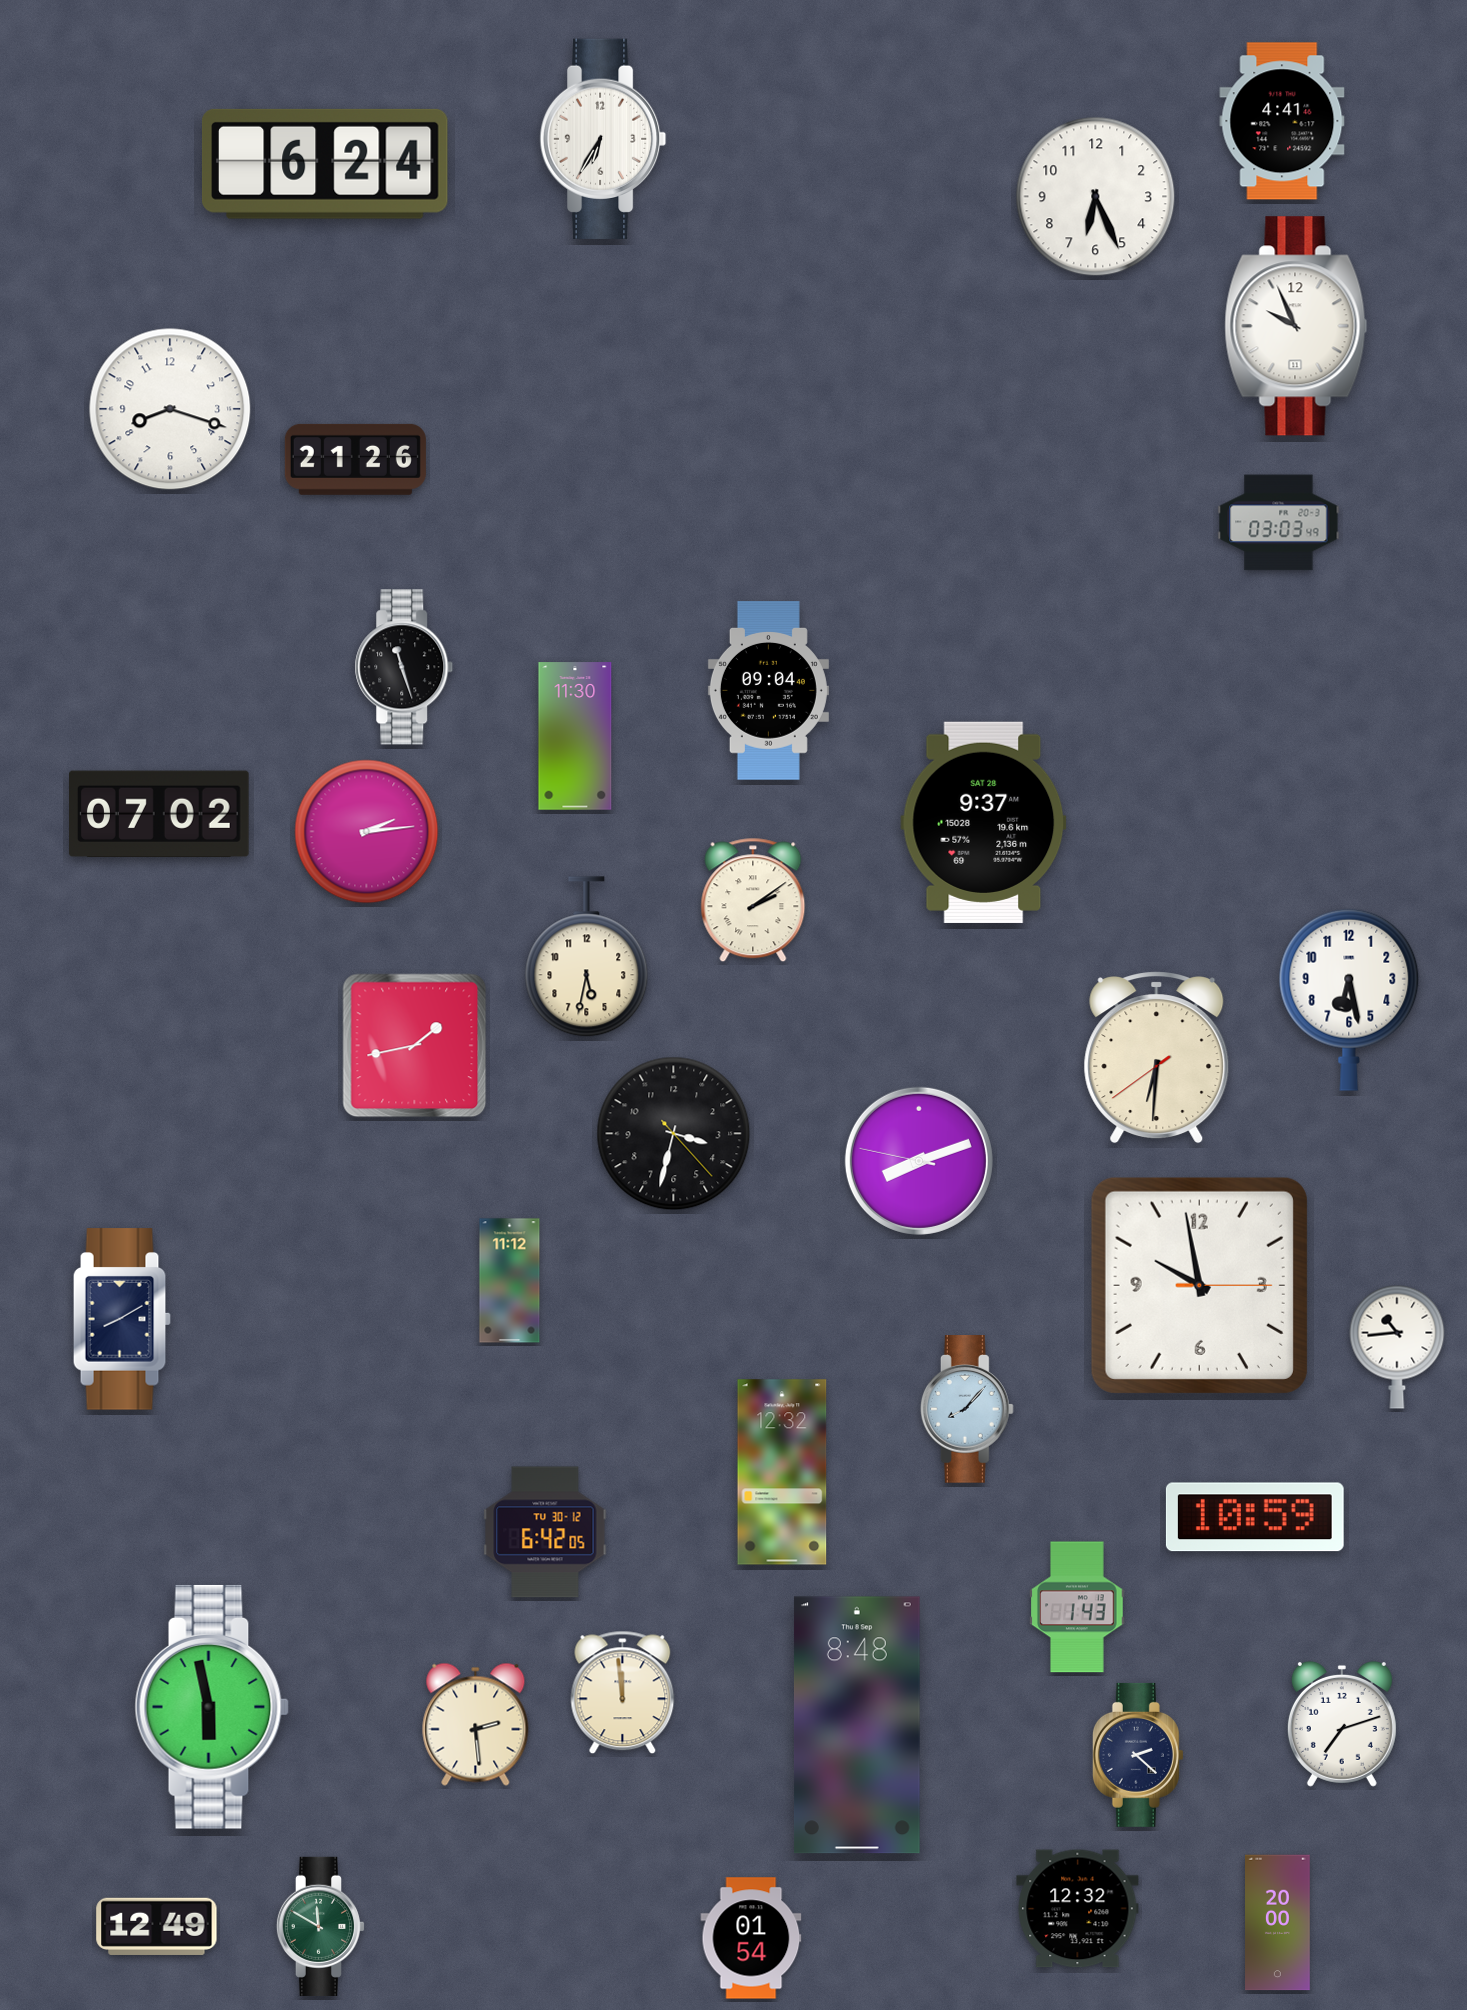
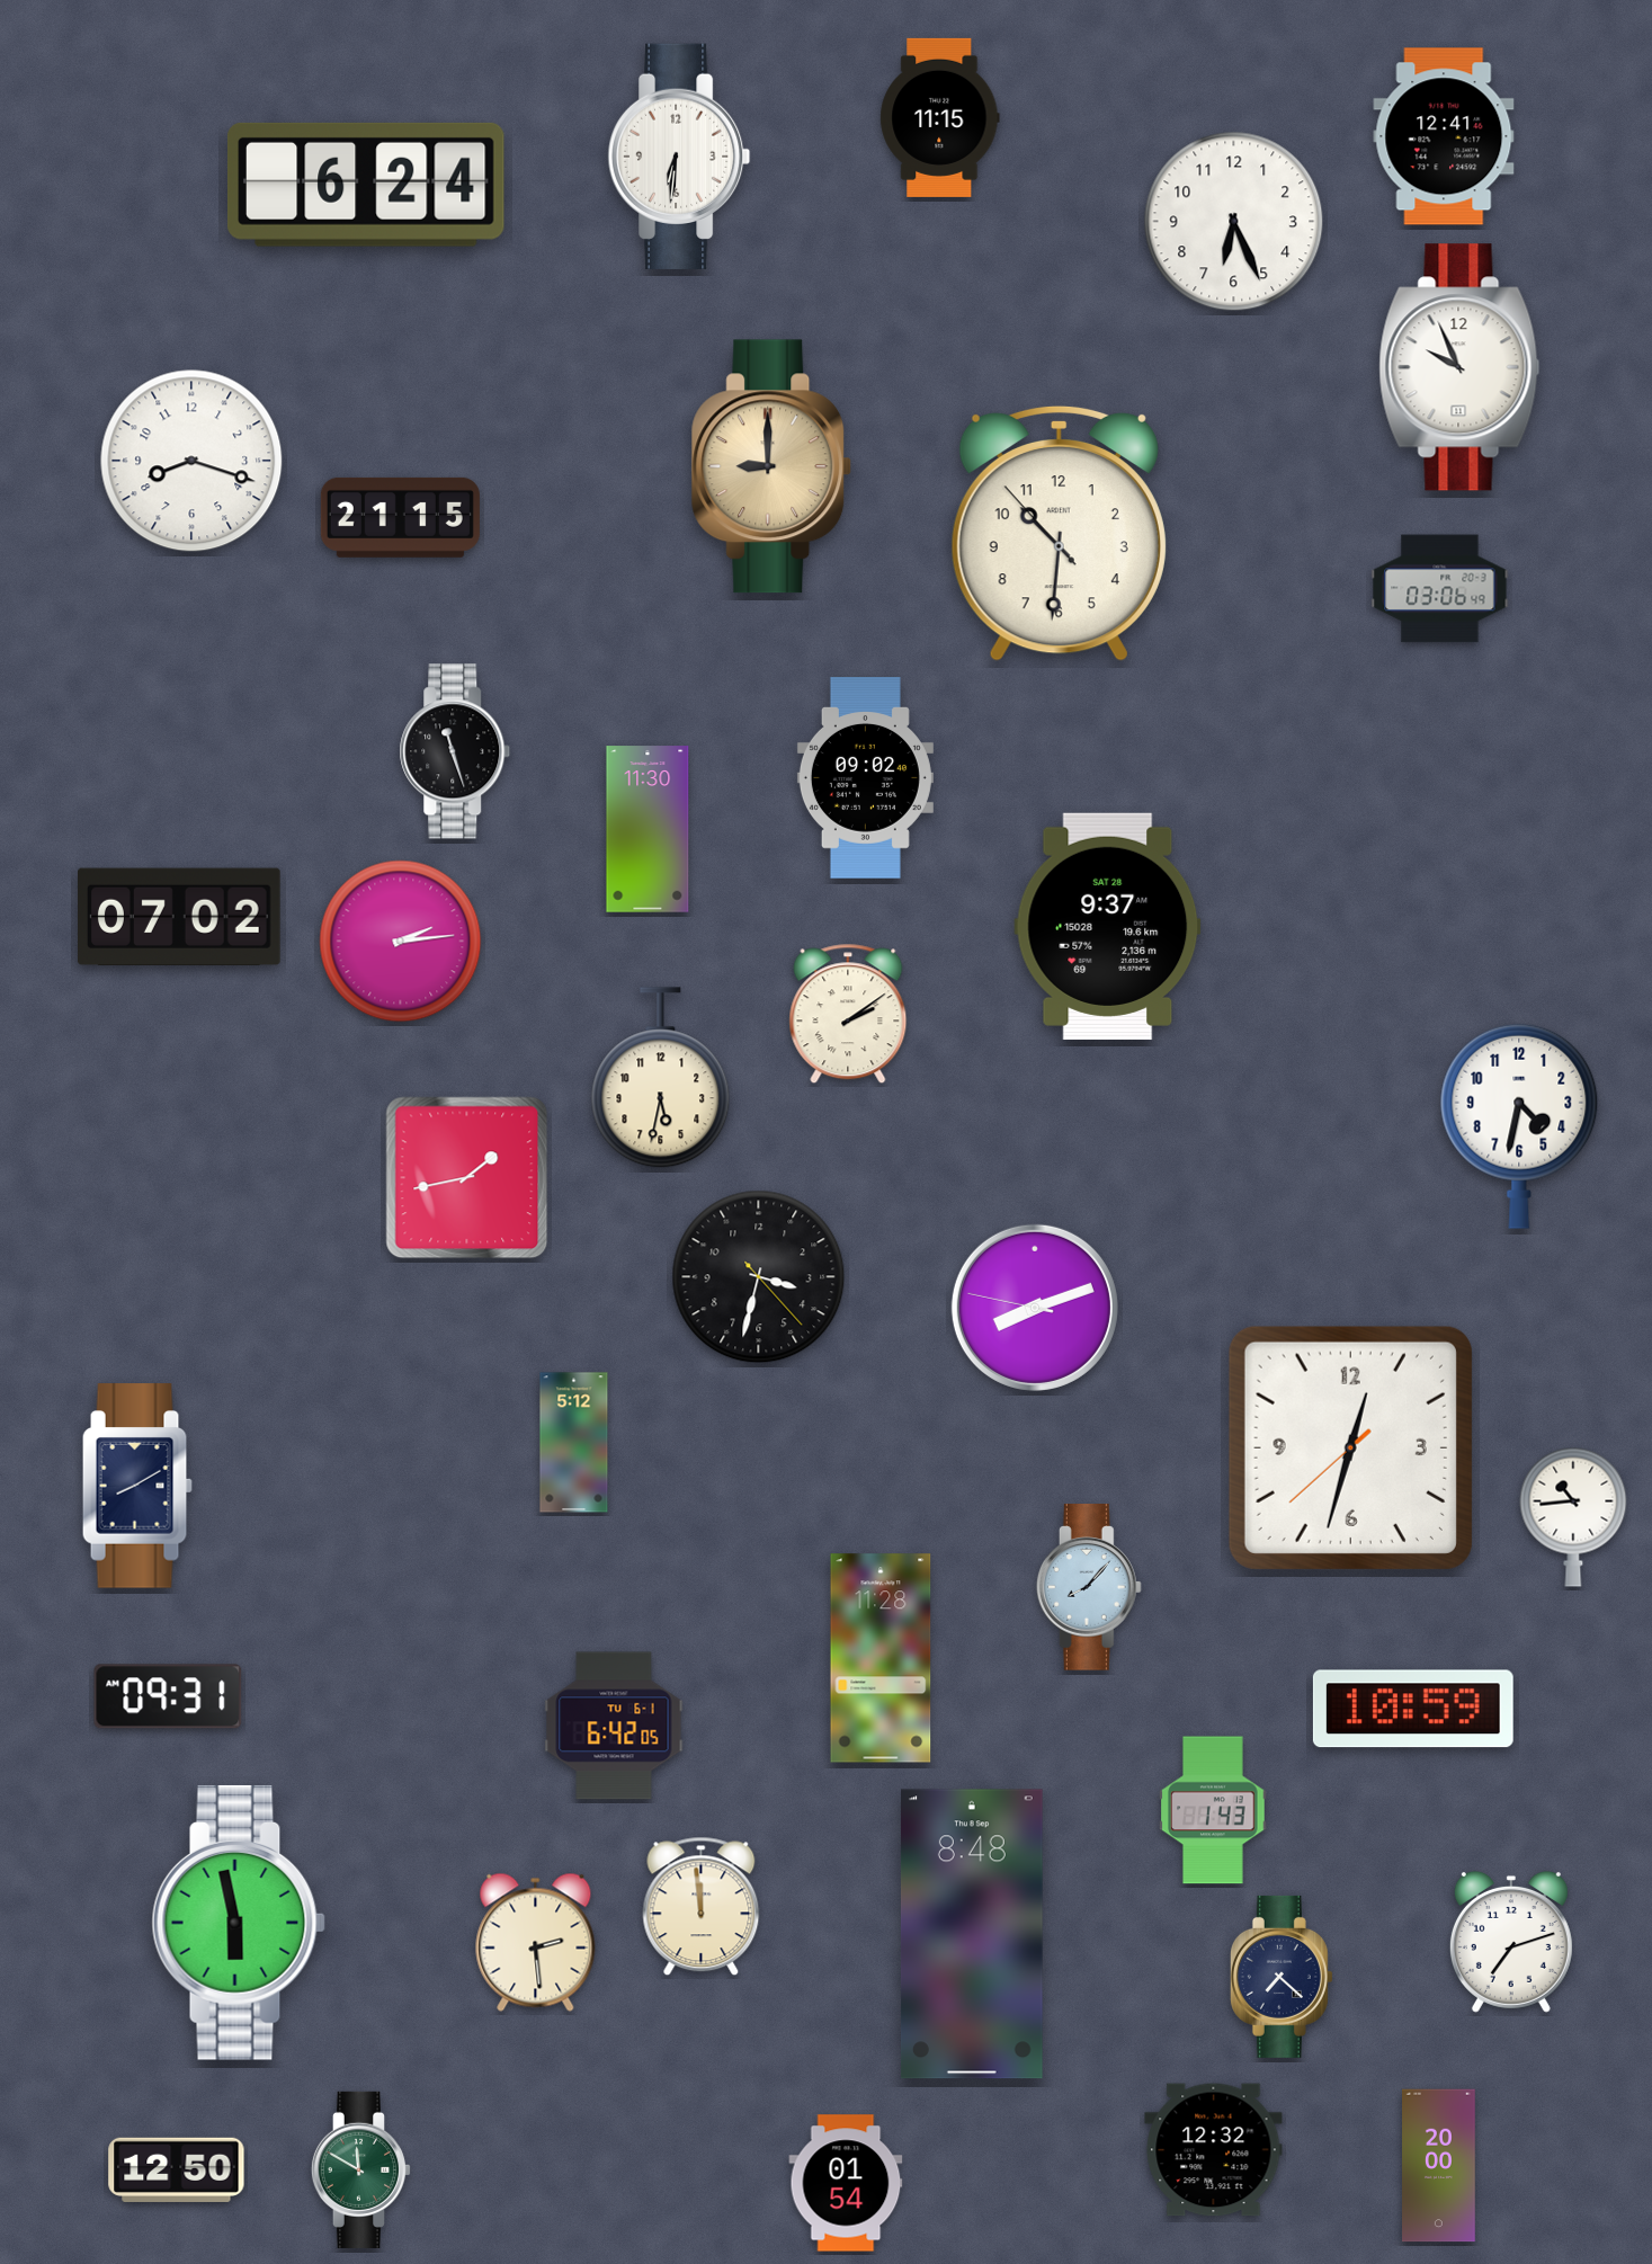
clock at (940, 117): none -> 11:15
clock at (1282, 121): 4:41 -> 12:41
clock at (603, 139): 6:35 -> 6:31
clock at (771, 466): none -> 9:00
clock at (355, 459): 21:26 -> 21:15
clock at (1059, 533): none -> 10:30
clock at (1279, 523): 03:03 -> 03:06
clock at (768, 691): 09:04 -> 09:02
clock at (367, 832) position: (367, 832) -> (401, 942)
clock at (1349, 1000): 6:28 -> 4:32
clock at (1157, 1058): 6:30 -> none
clock at (510, 1281): 11:12 -> 5:12
clock at (1199, 1285): 9:58 -> 12:32
clock at (782, 1472): 12:32 -> 11:28
clock at (168, 1696): none -> 09:31
clock at (545, 1532) date: TU 30-12 -> TU 6-1
clock at (857, 1725) position: (857, 1725) -> (972, 1934)
clock at (1138, 1755): 2:22 -> 7:22
clock at (157, 1926): 12:49 -> 12:50
